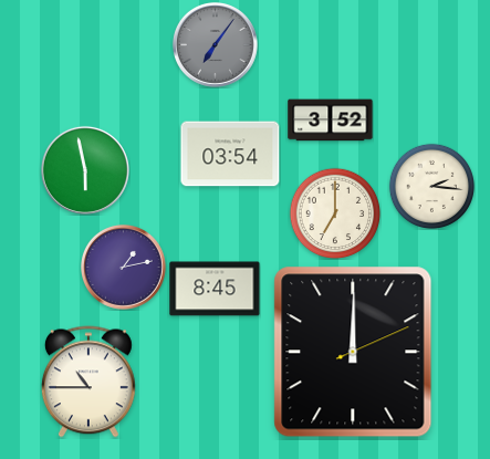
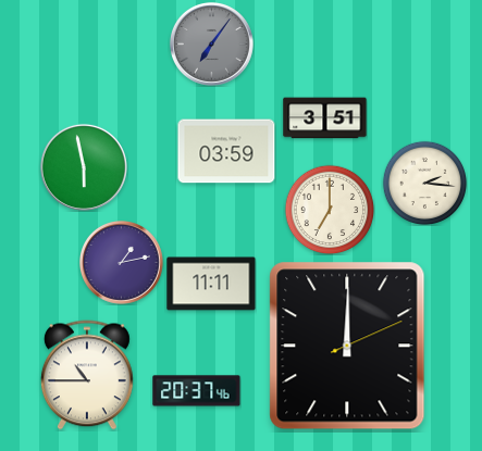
clock at (331, 121): 3:52 -> 3:51
clock at (230, 154): 03:54 -> 03:59
clock at (215, 289): 8:45 -> 11:11
clock at (197, 391): none -> 20:37
